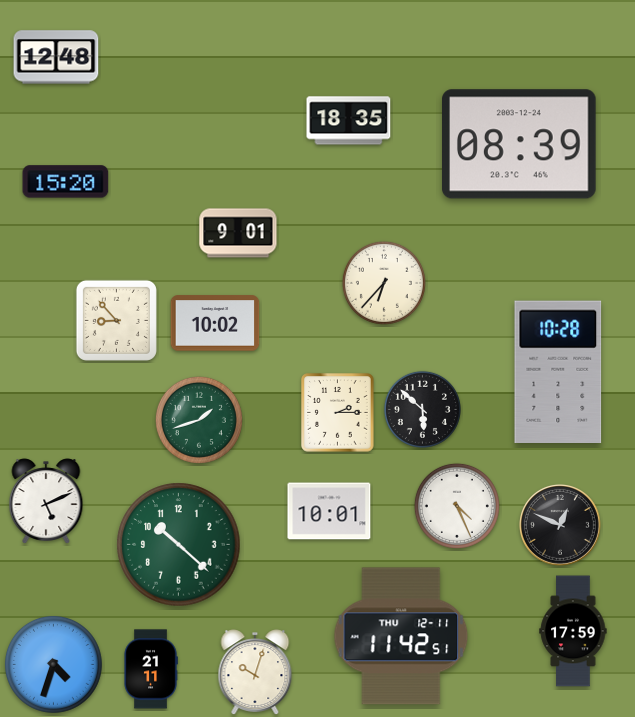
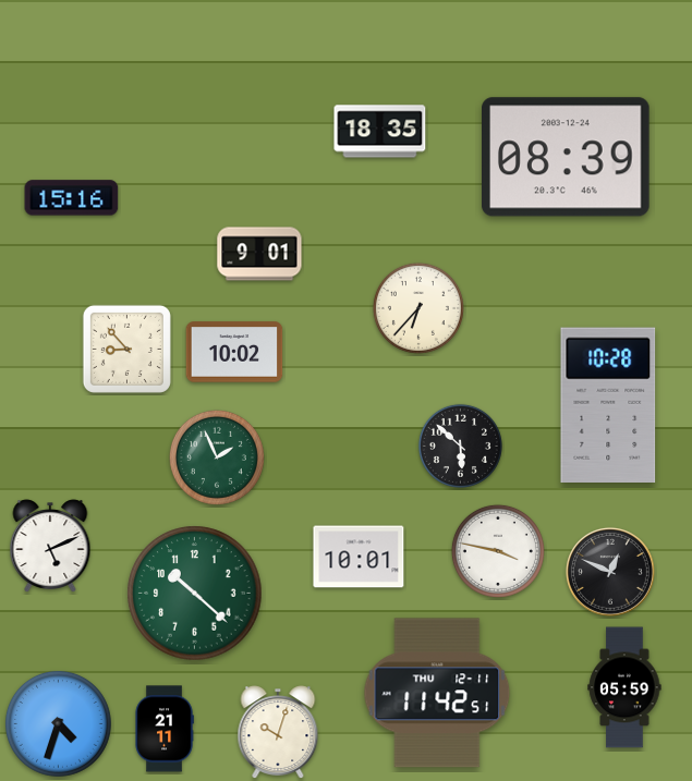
clock at (56, 57): 12:48 -> none
clock at (66, 182): 15:20 -> 15:16
clock at (338, 413): 2:15 -> none
clock at (199, 420): 1:42 -> 1:56
clock at (457, 506): 4:26 -> 3:47
clock at (573, 631): 17:59 -> 05:59
